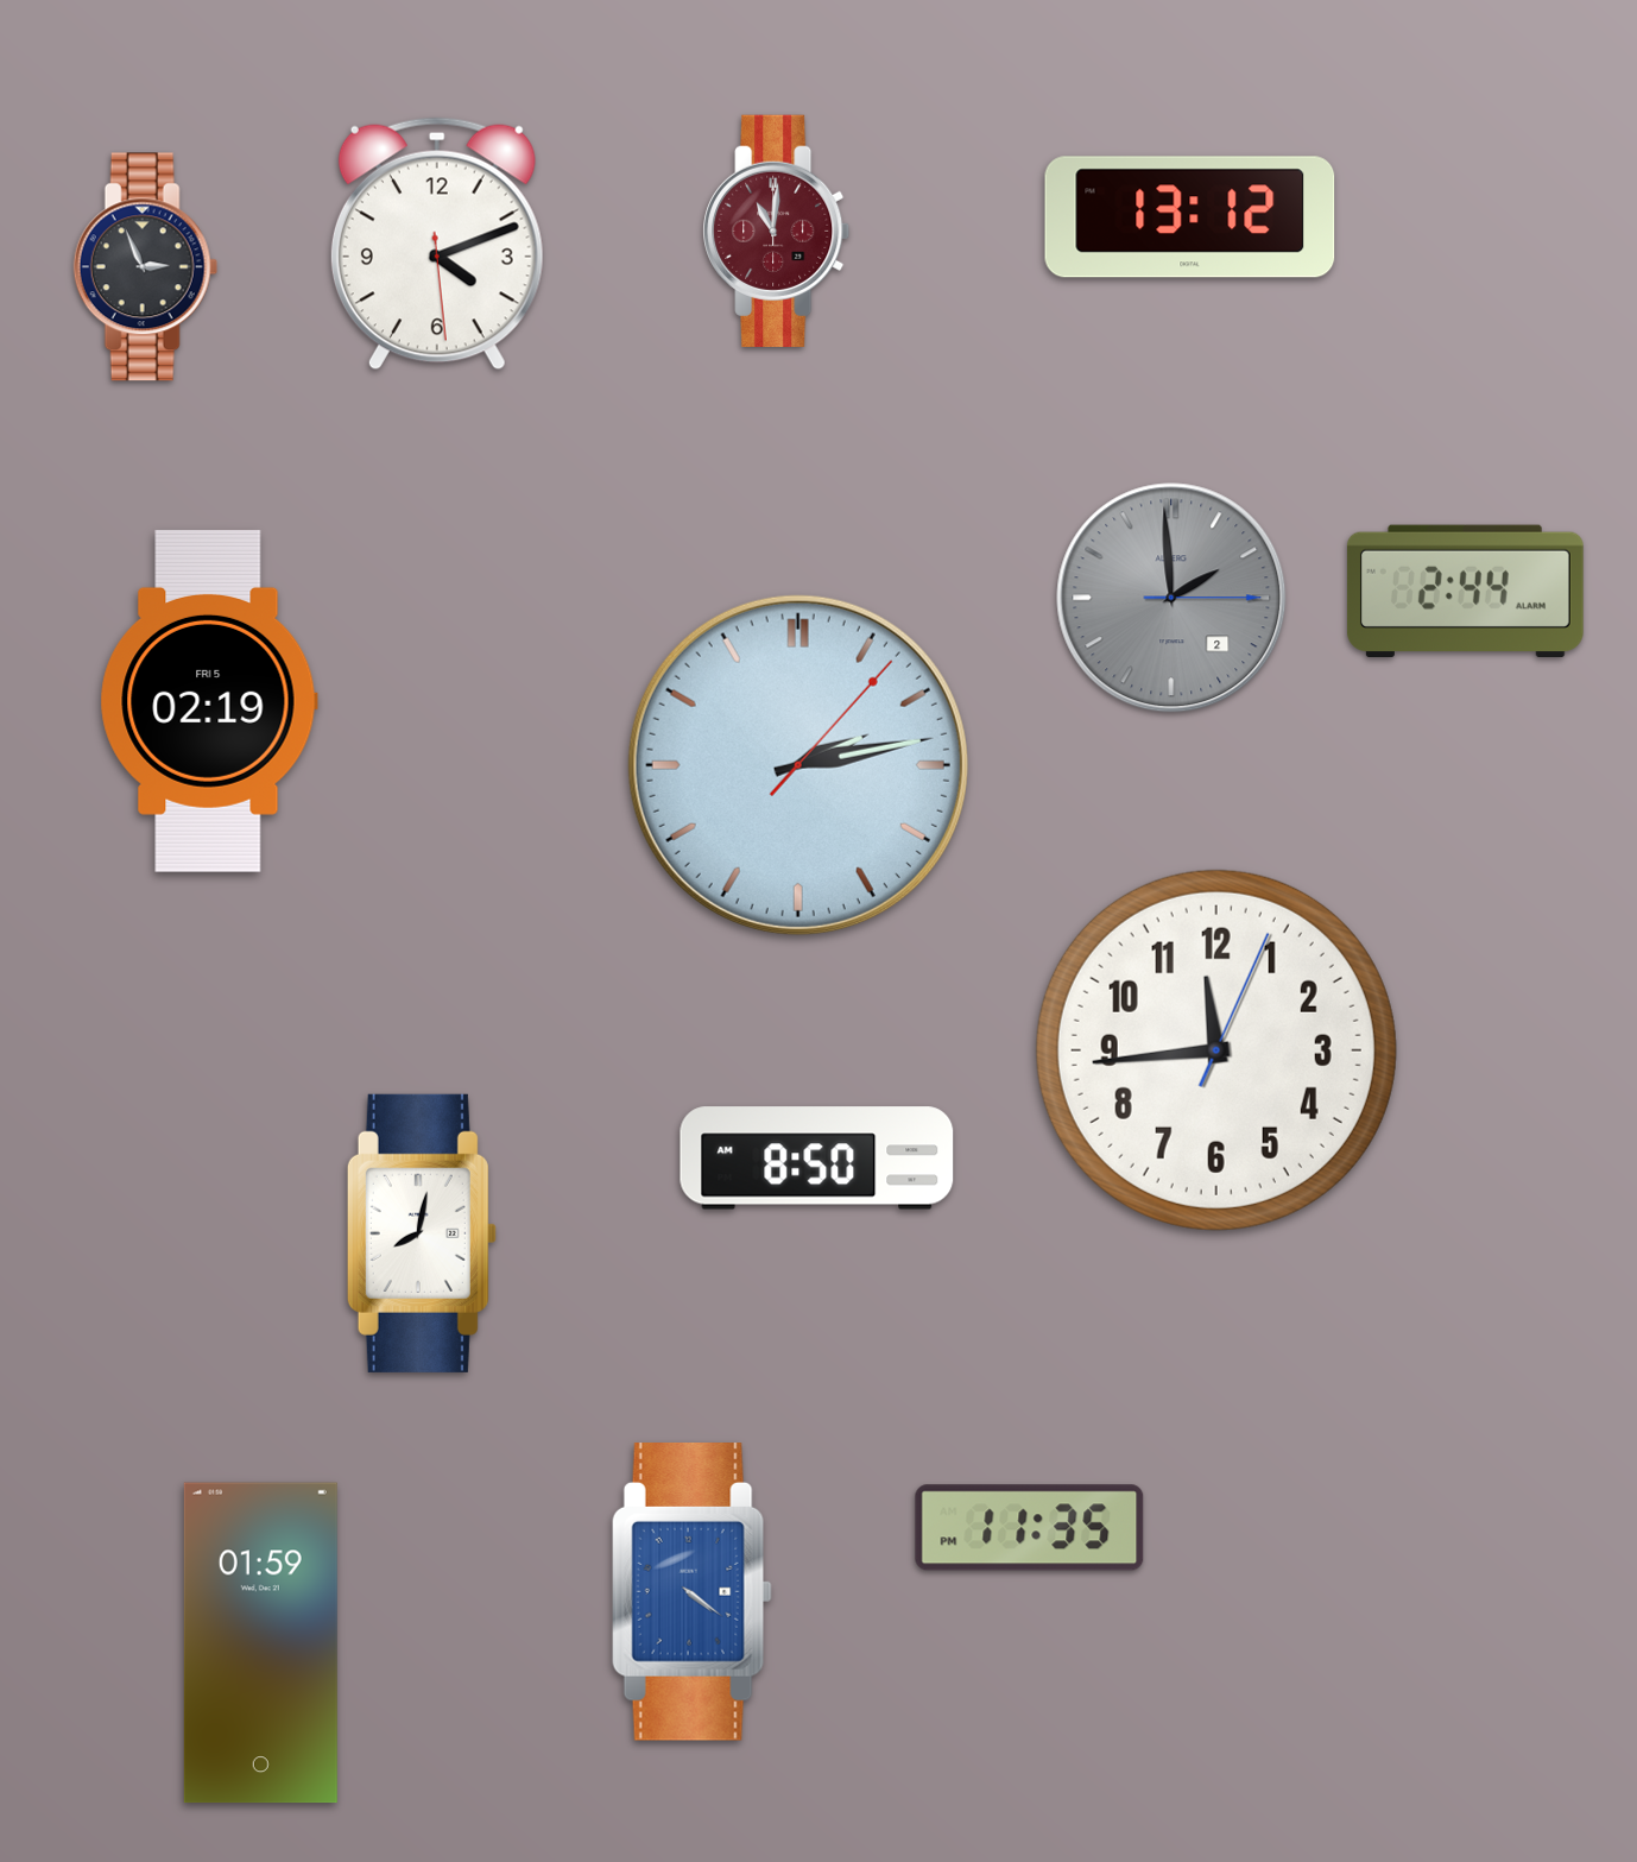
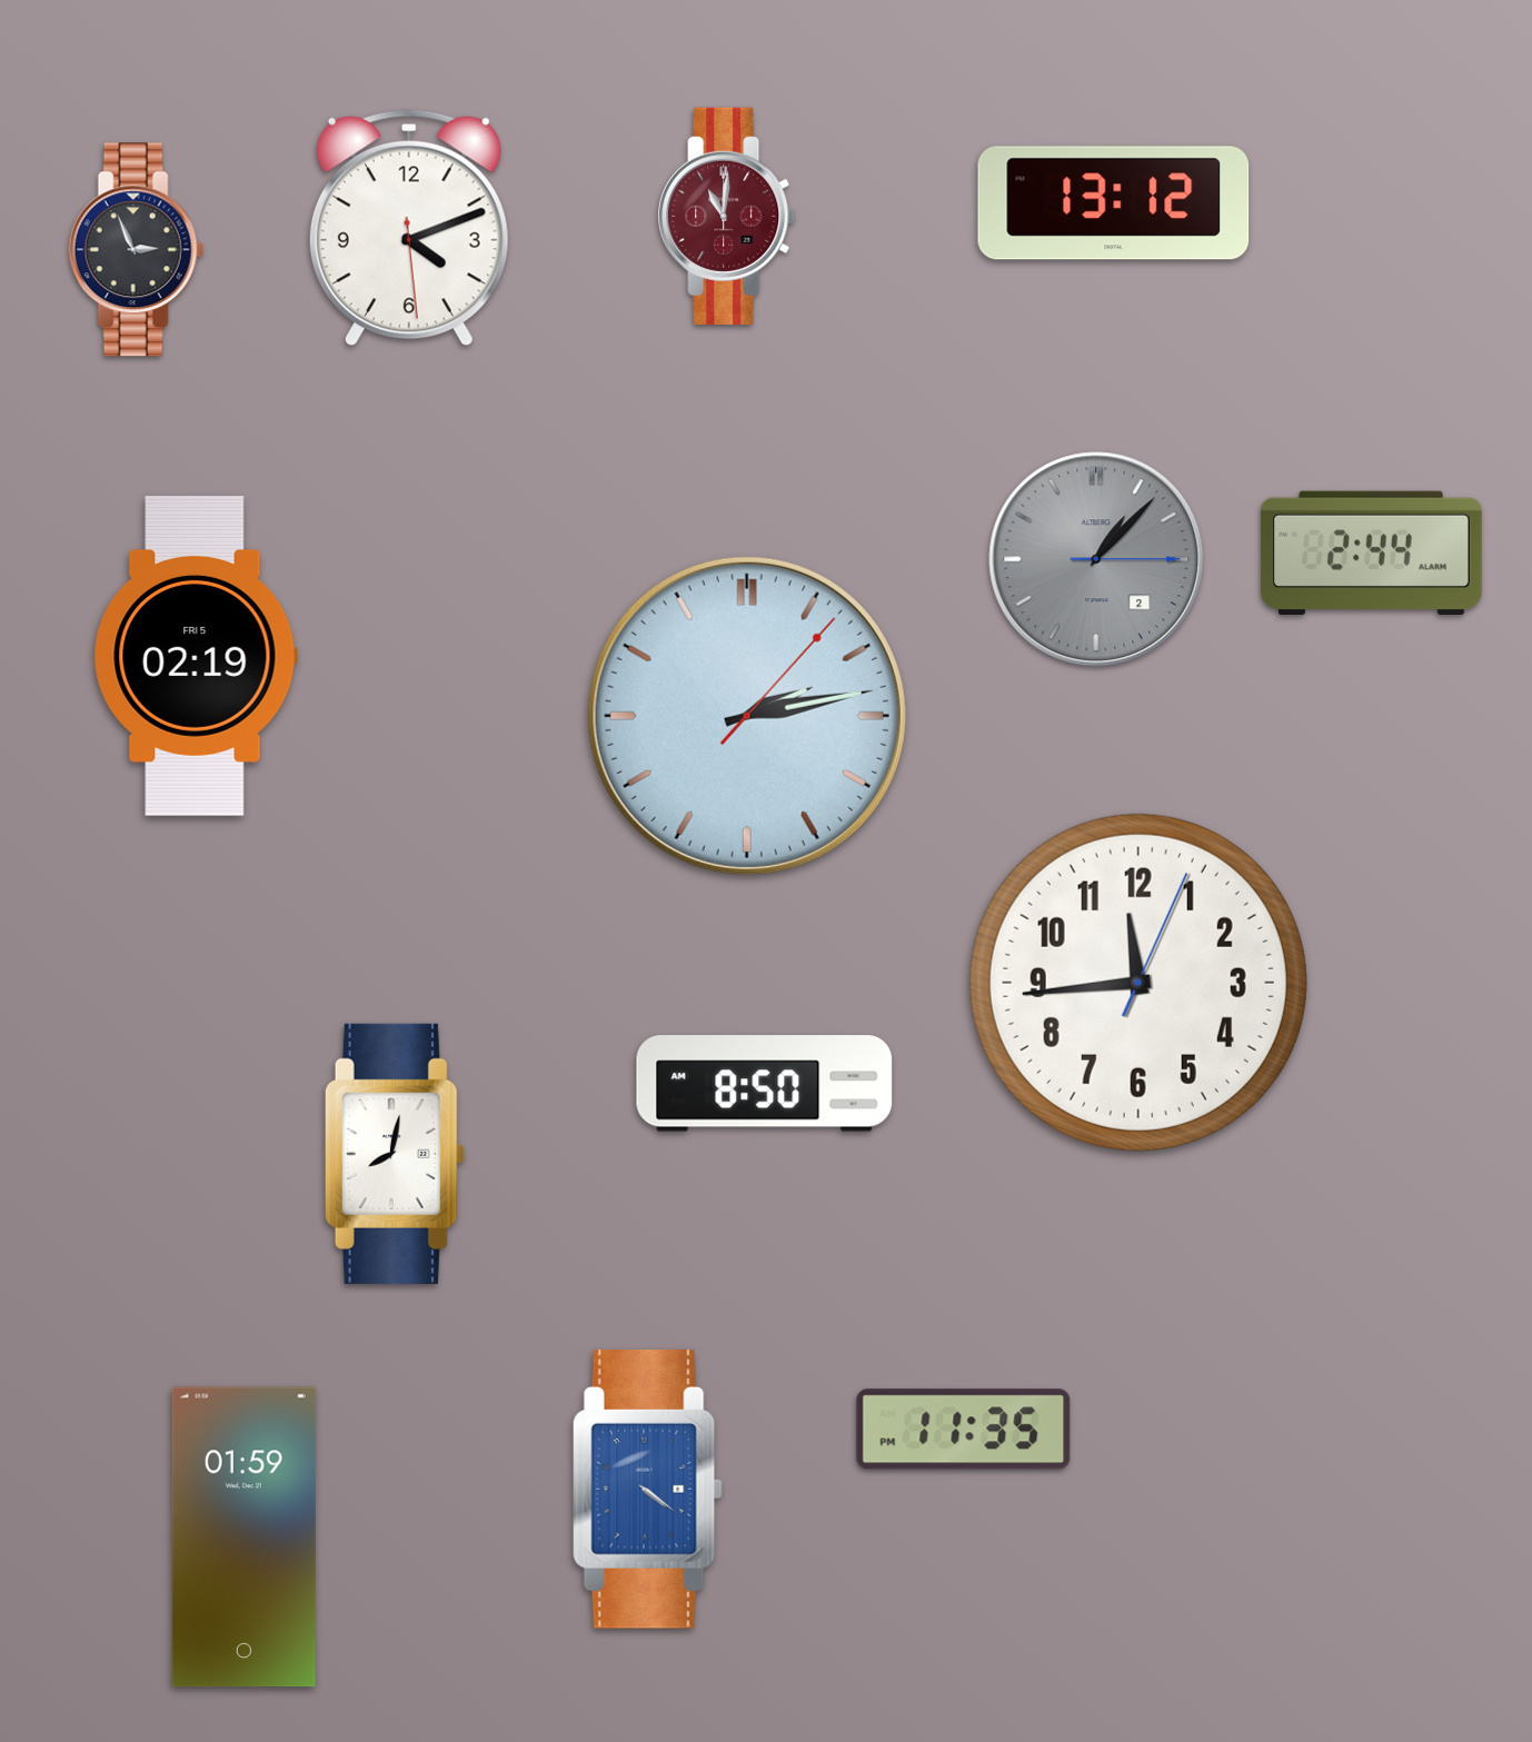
clock at (1171, 598): 1:59 -> 1:07
